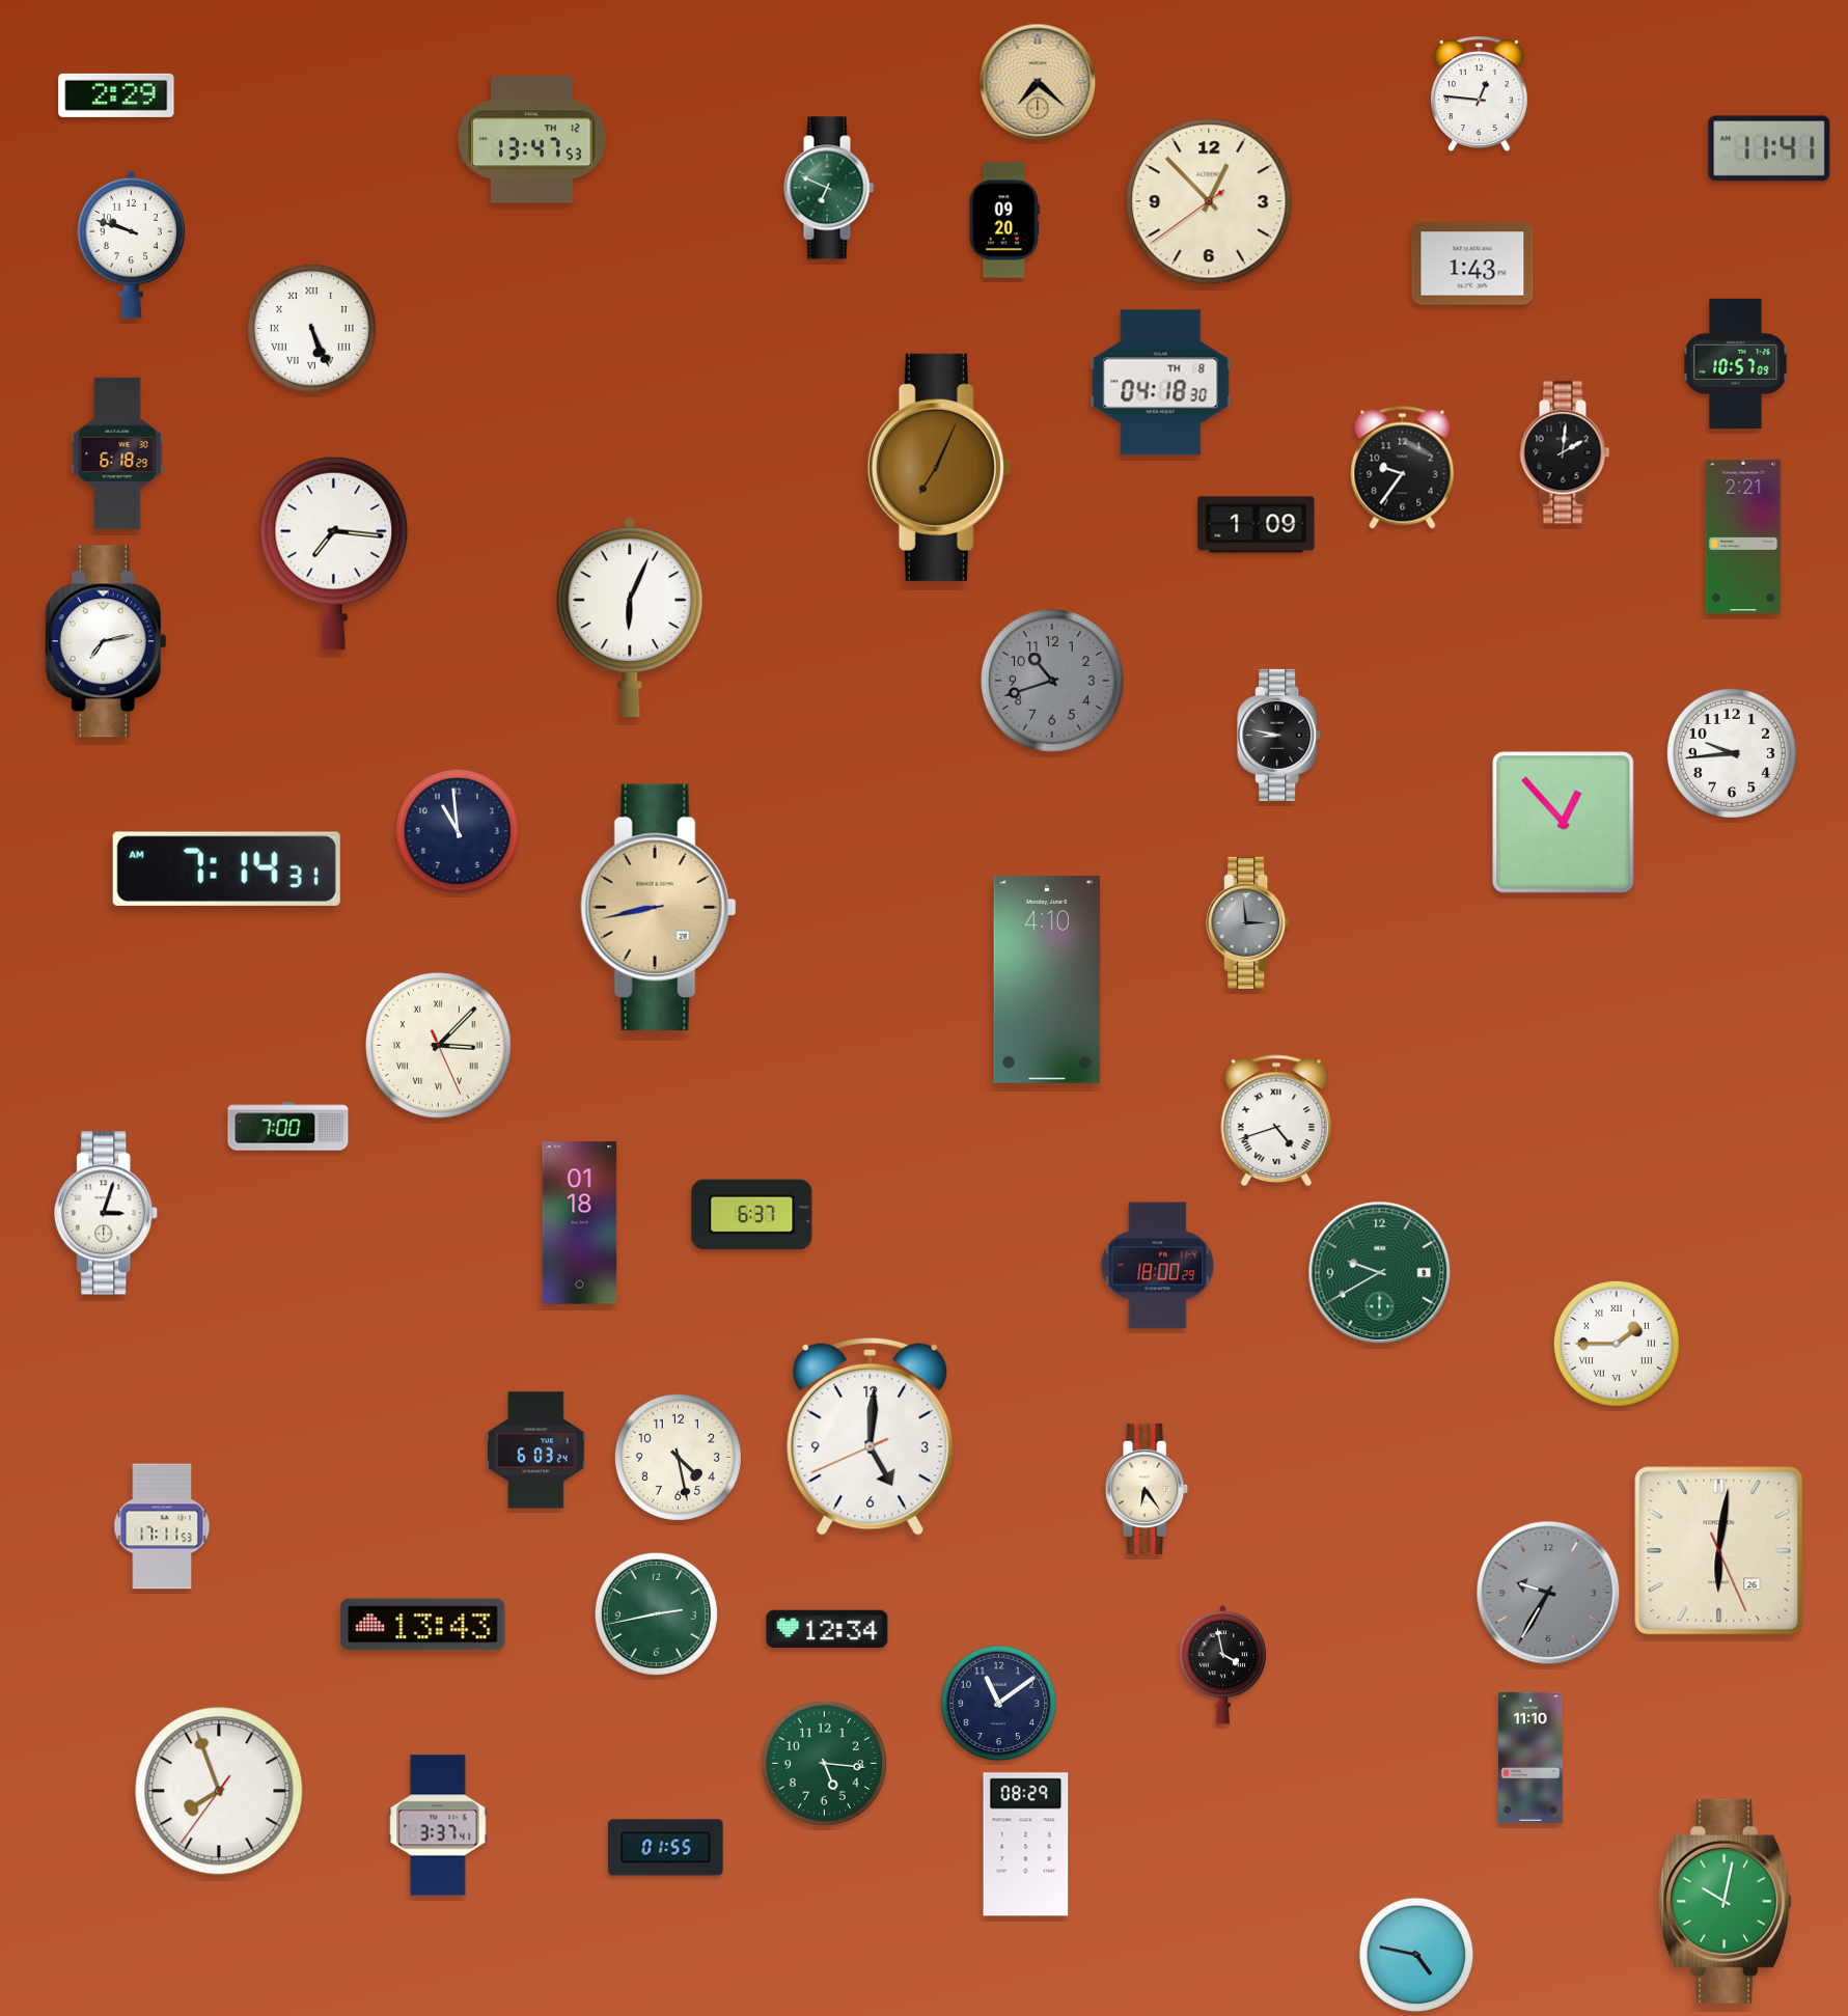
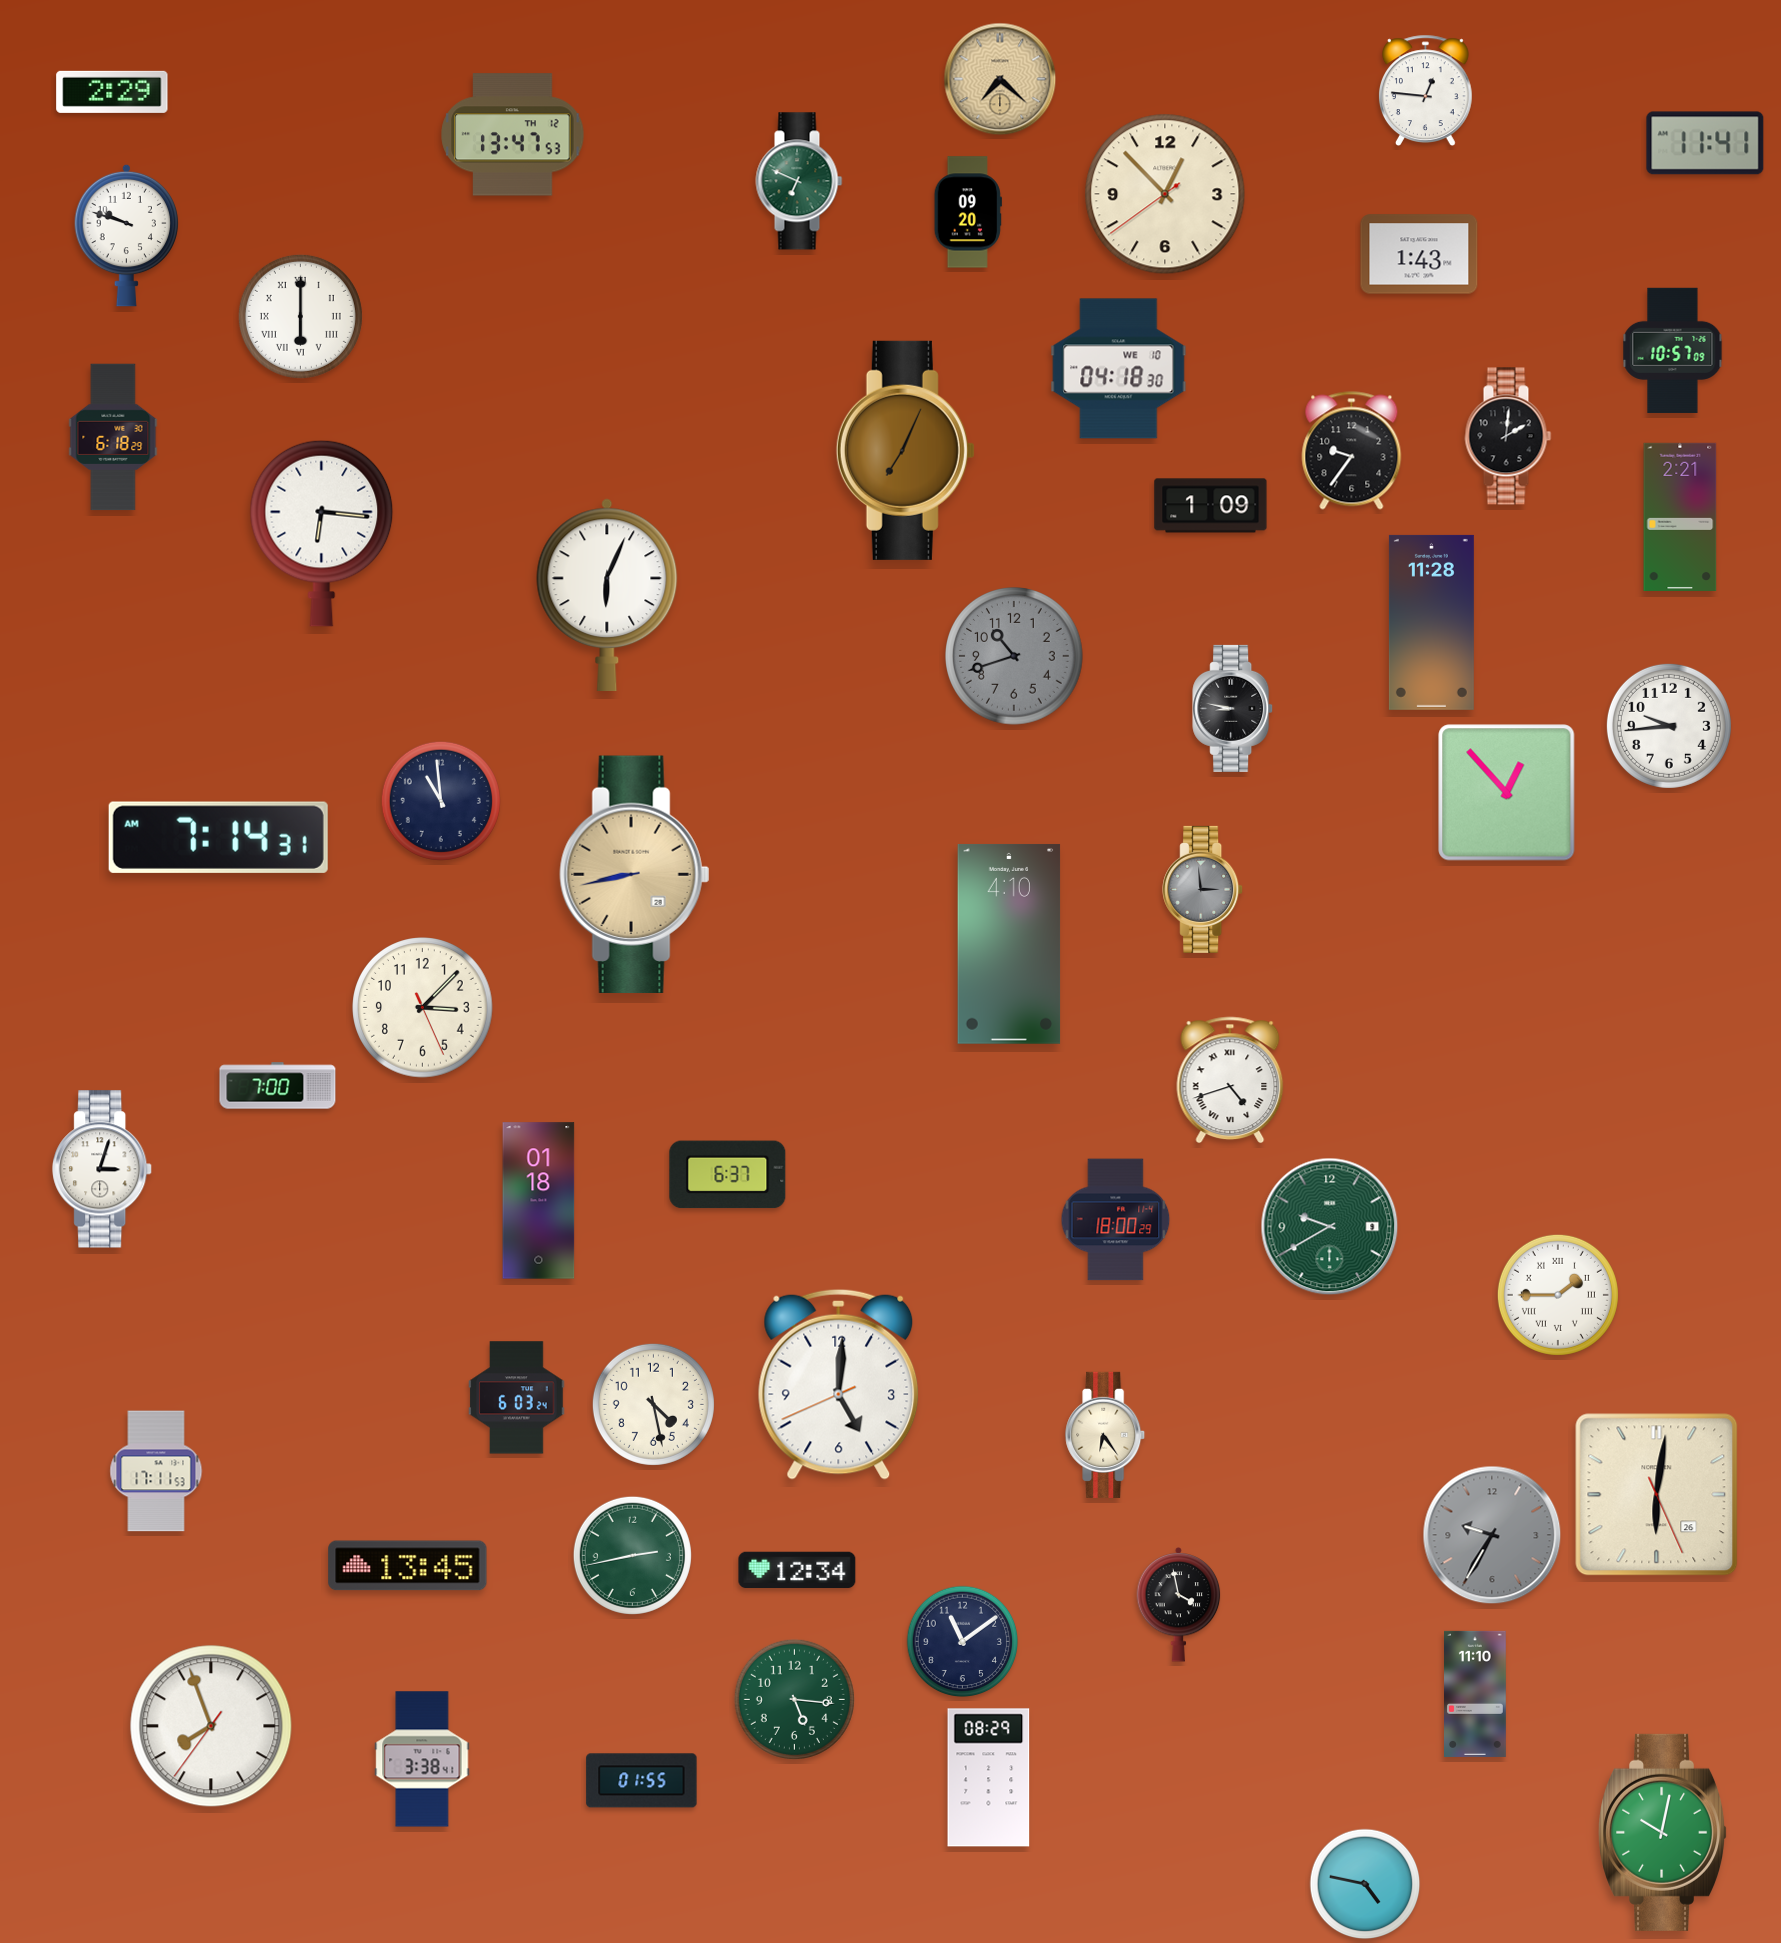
clock at (311, 328): 5:26 -> 6:00
clock at (1161, 383) date: TH 8 -> WE 10
clock at (334, 553): 7:16 -> 6:16
clock at (106, 641): 7:13 -> none
clock at (1431, 622): none -> 11:28
clock at (439, 1046) numerals: Roman -> Arabic
clock at (752, 1215) position: (752, 1215) -> (728, 1175)
clock at (580, 1223) position: (580, 1223) -> (539, 1201)
clock at (423, 1625): 13:43 -> 13:45
clock at (438, 1825): 3:37 -> 3:38
